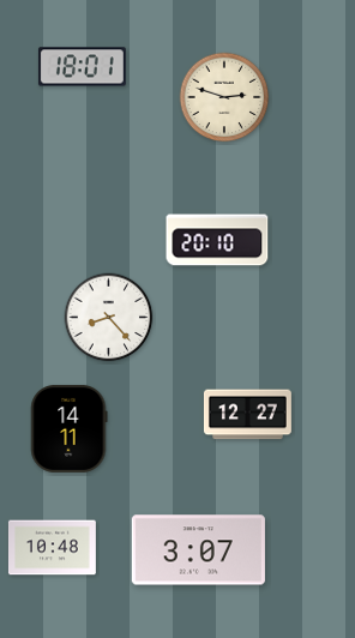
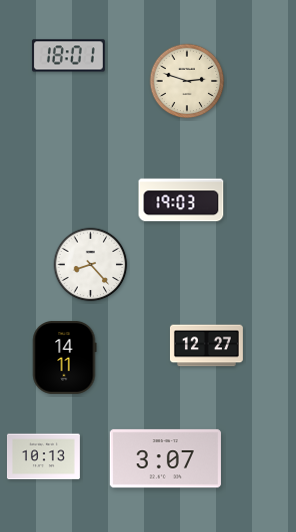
clock at (217, 240): 20:10 -> 19:03
clock at (68, 428) position: (68, 428) -> (64, 357)
clock at (52, 548): 10:48 -> 10:13
